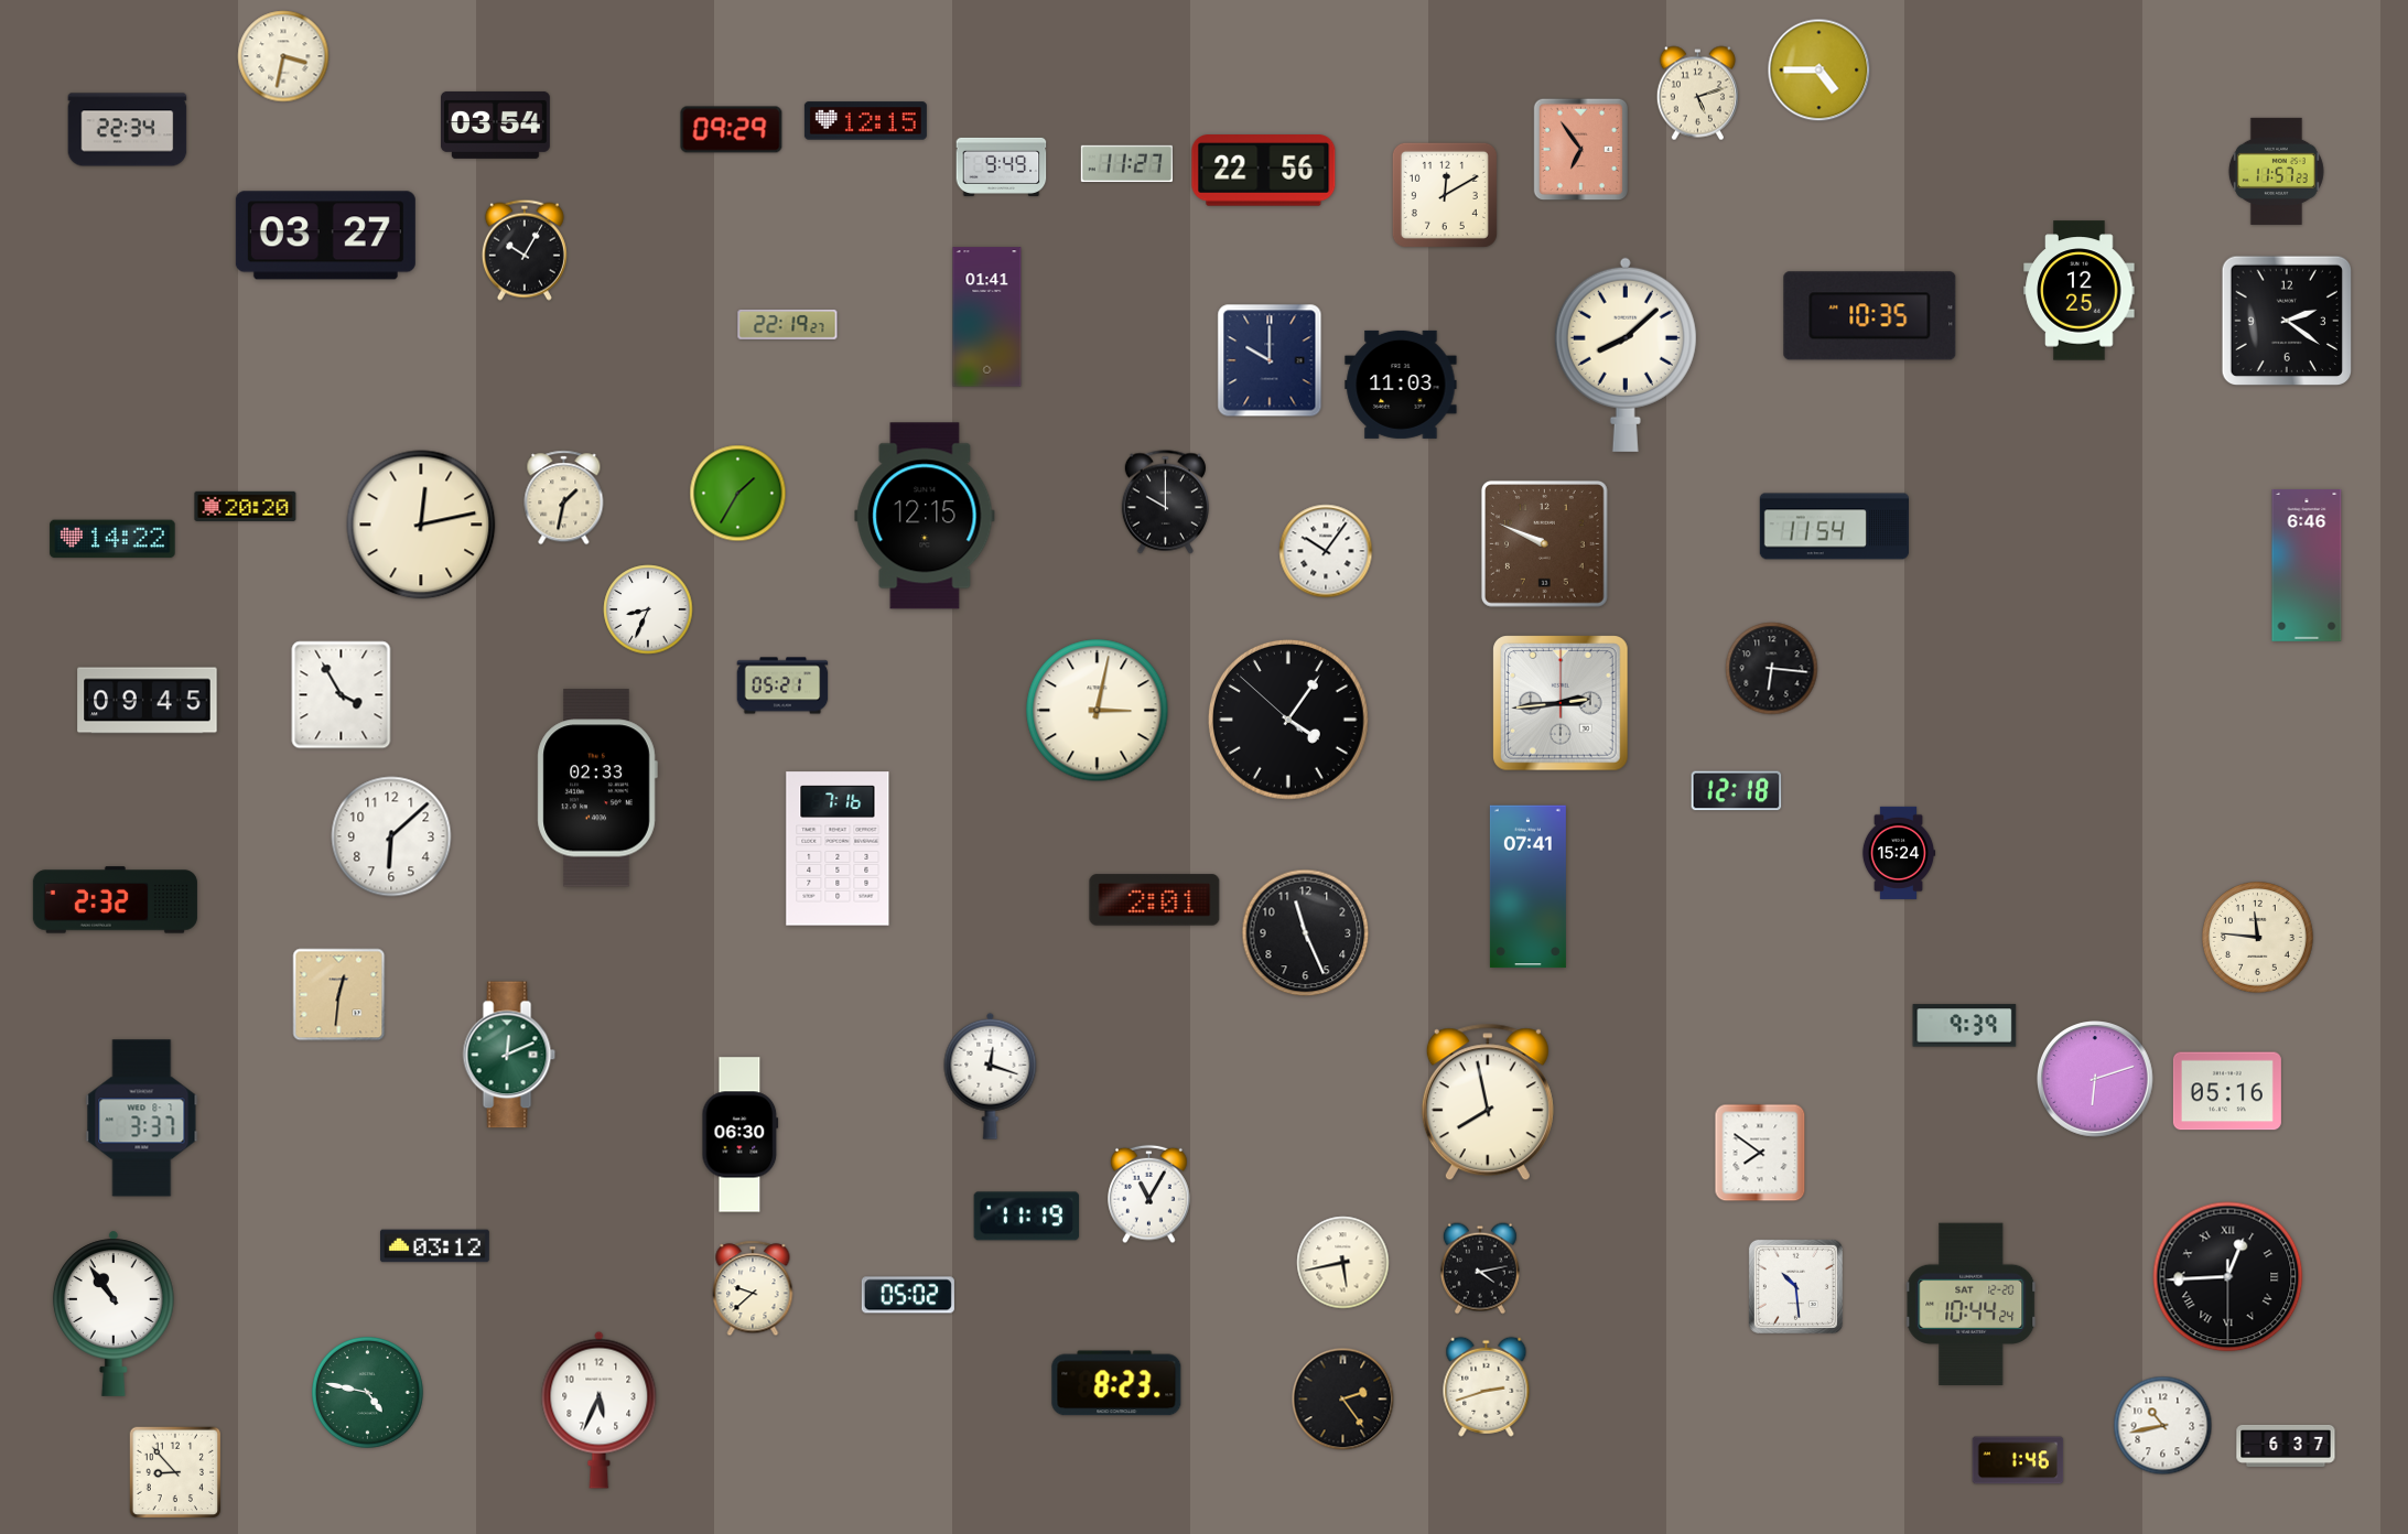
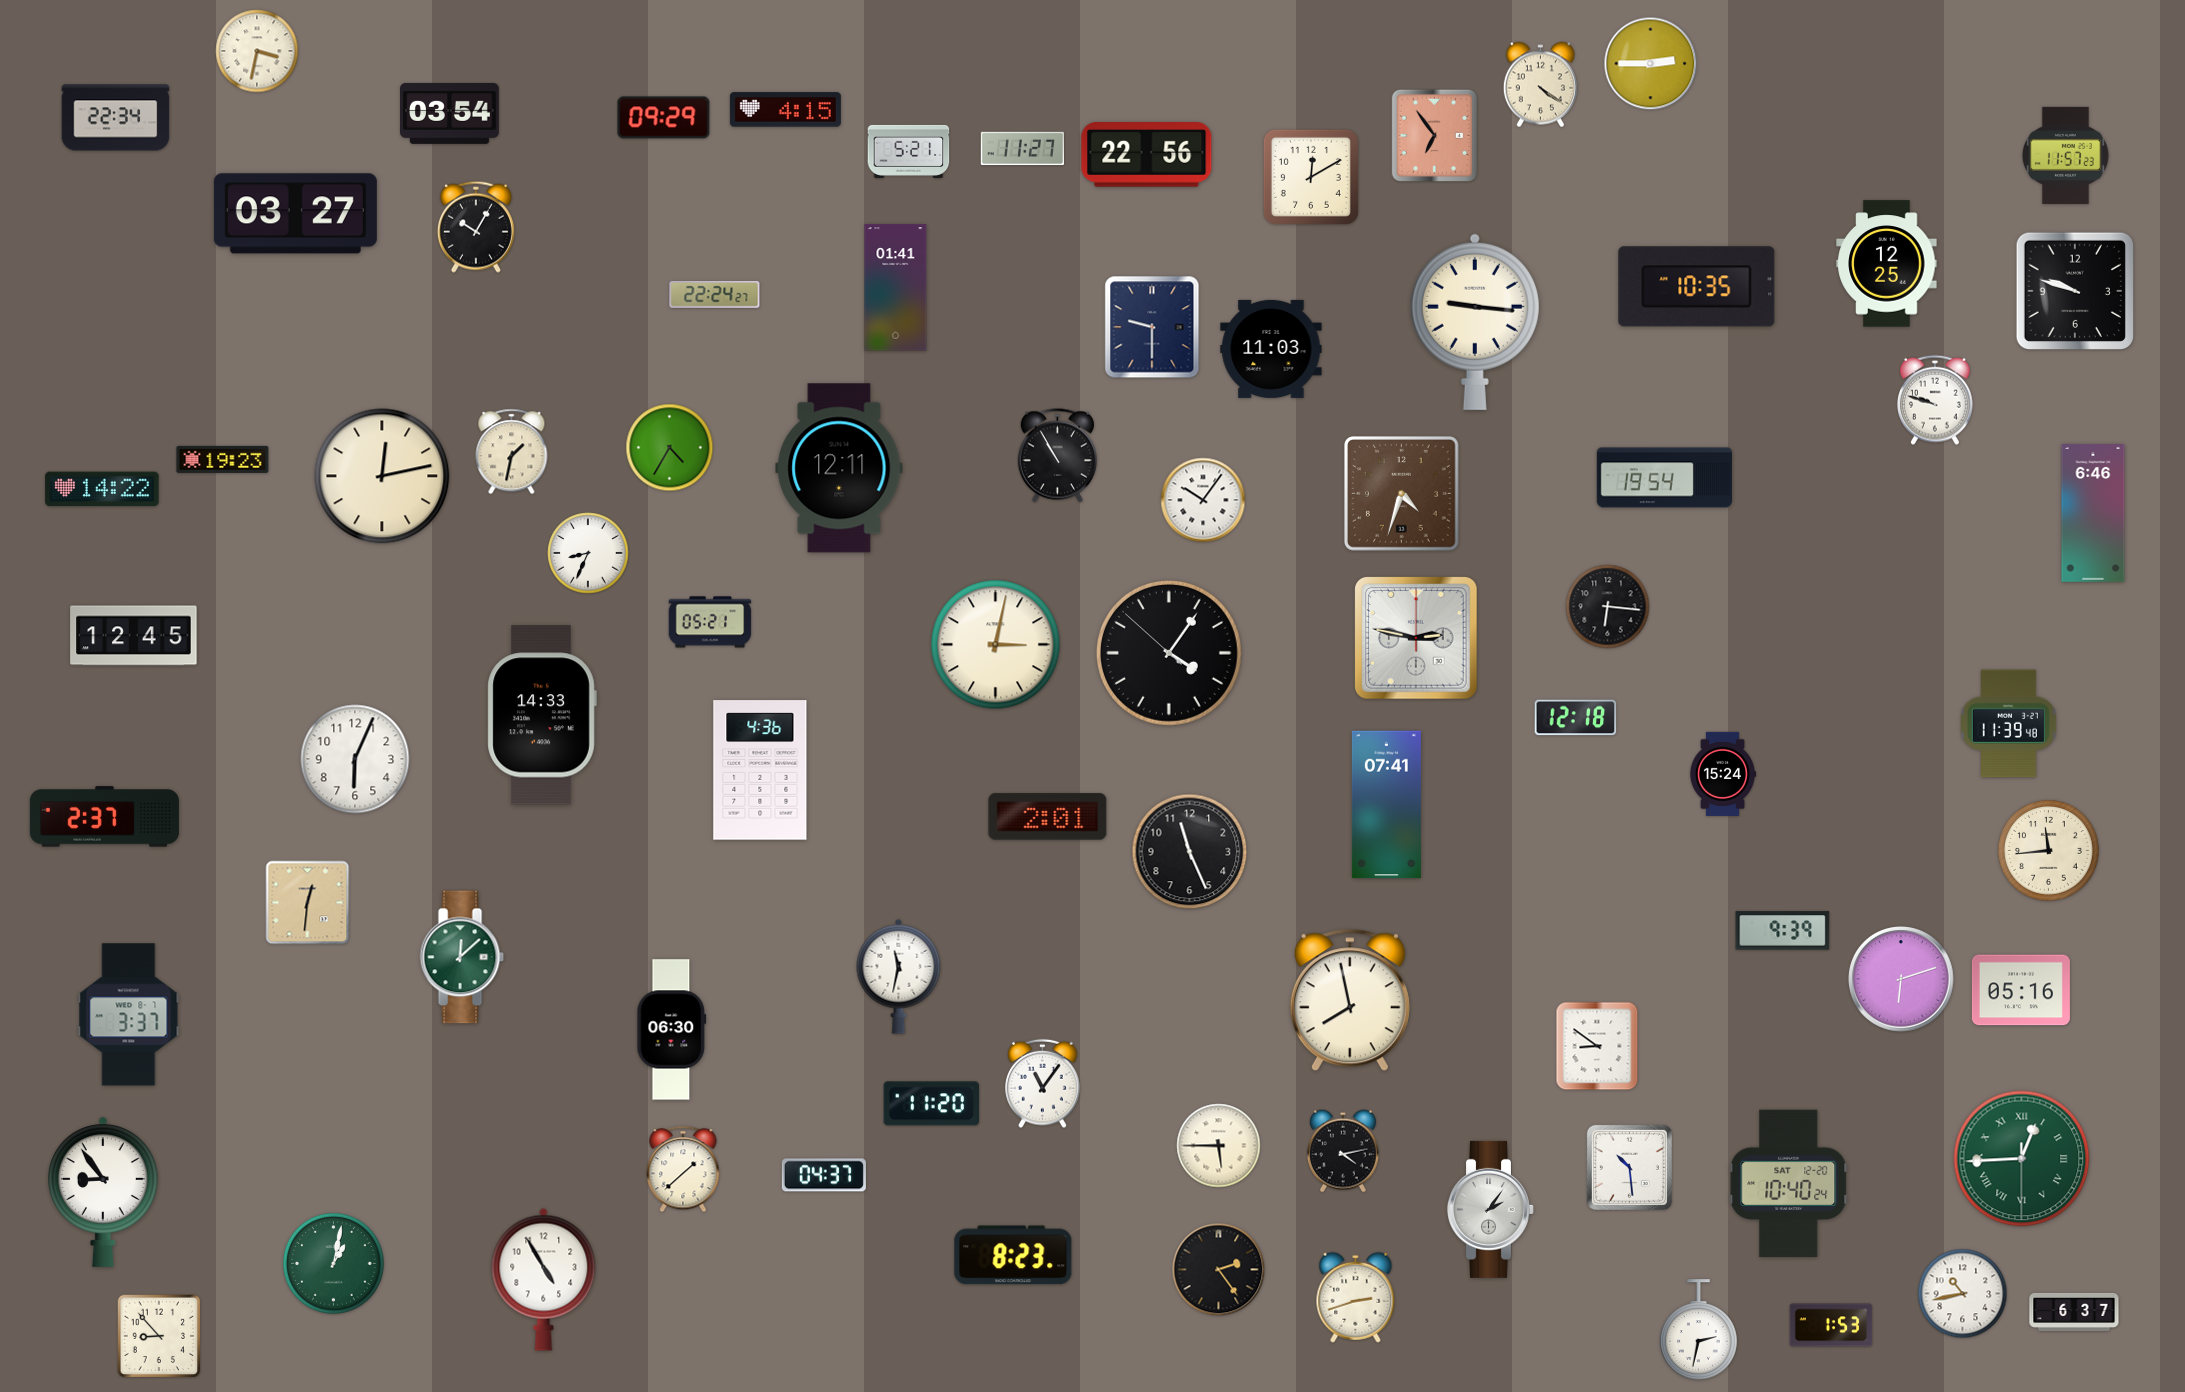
clock at (1820, 71): 4:45 -> 2:45
clock at (1697, 94): 5:12 -> 4:21
clock at (865, 121): 12:15 -> 4:15
clock at (1002, 166): 9:49 -> 5:21
clock at (2286, 320): 2:21 -> 9:48
clock at (788, 324): 22:19 -> 22:24
clock at (1626, 355): 8:08 -> 9:16
clock at (1270, 360): 10:00 -> 9:30
clock at (1936, 400): none -> 9:48
clock at (738, 494): 1:35 -> 4:35
clock at (1165, 503): 10:00 -> 10:55
clock at (246, 506): 20:20 -> 19:23
clock at (925, 516): 12:15 -> 12:11
clock at (1834, 527): 11:54 -> 19:54
clock at (1545, 544): 9:49 -> 4:33
clock at (342, 695): 3:55 -> none
clock at (148, 701): 09:45 -> 12:45
clock at (1562, 704): 2:44 -> 2:47
clock at (597, 788): 02:33 -> 14:33
clock at (2008, 724): none -> 11:39
clock at (391, 836): 6:08 -> 6:04
clock at (838, 849): 7:16 -> 4:36
clock at (115, 900): 2:32 -> 2:37
clock at (1306, 933) position: (1306, 933) -> (1190, 852)
clock at (2258, 938): 11:46 -> 11:44
clock at (509, 1055): 12:11 -> 12:08
clock at (991, 1076): 12:18 -> 11:32
clock at (1760, 1153): 7:51 -> 8:51
clock at (1149, 1195): 11:05 -> 11:06
clock at (1027, 1217): 11:19 -> 11:20
clock at (435, 1246): 03:12 -> none
clock at (1343, 1263): 5:43 -> 5:45
clock at (2228, 1277) dial: black -> green
clock at (753, 1288): 9:38 -> 1:38
clock at (908, 1295): 05:02 -> 04:37
clock at (1972, 1305): 10:44 -> 10:40
clock at (114, 1314): 10:54 -> 8:54
clock at (1491, 1209): none -> 2:06
clock at (1487, 1386) position: (1487, 1386) -> (1356, 1297)
clock at (368, 1393): 4:47 -> 1:02
clock at (600, 1409): 5:34 -> 4:55
clock at (2018, 1460): 1:46 -> 1:53
clock at (1698, 1330): none -> 2:32
